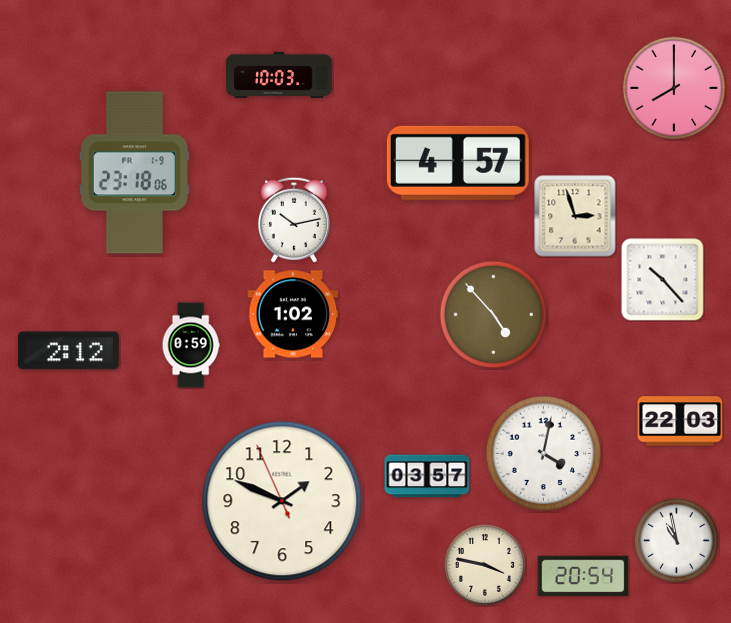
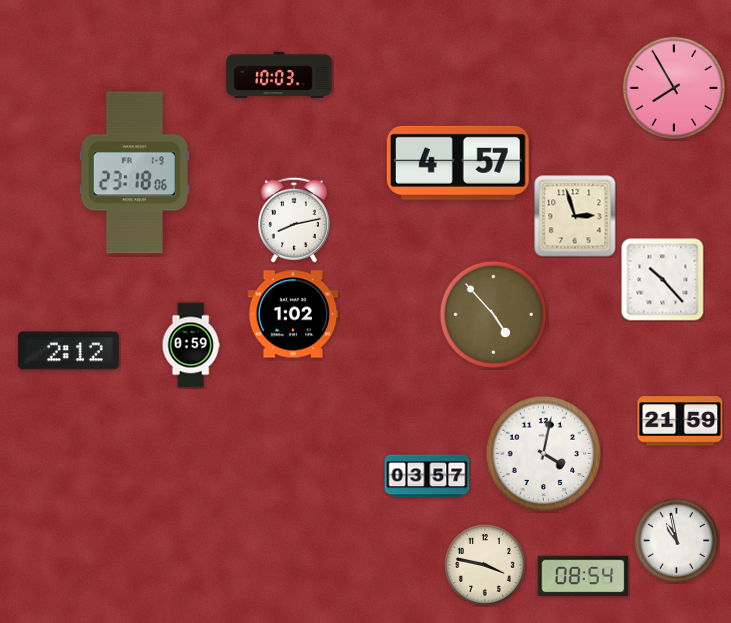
clock at (674, 88): 8:00 -> 7:55
clock at (294, 220): 10:13 -> 8:13
clock at (680, 421): 22:03 -> 21:59
clock at (282, 501): 1:48 -> none
clock at (583, 576): 20:54 -> 08:54
